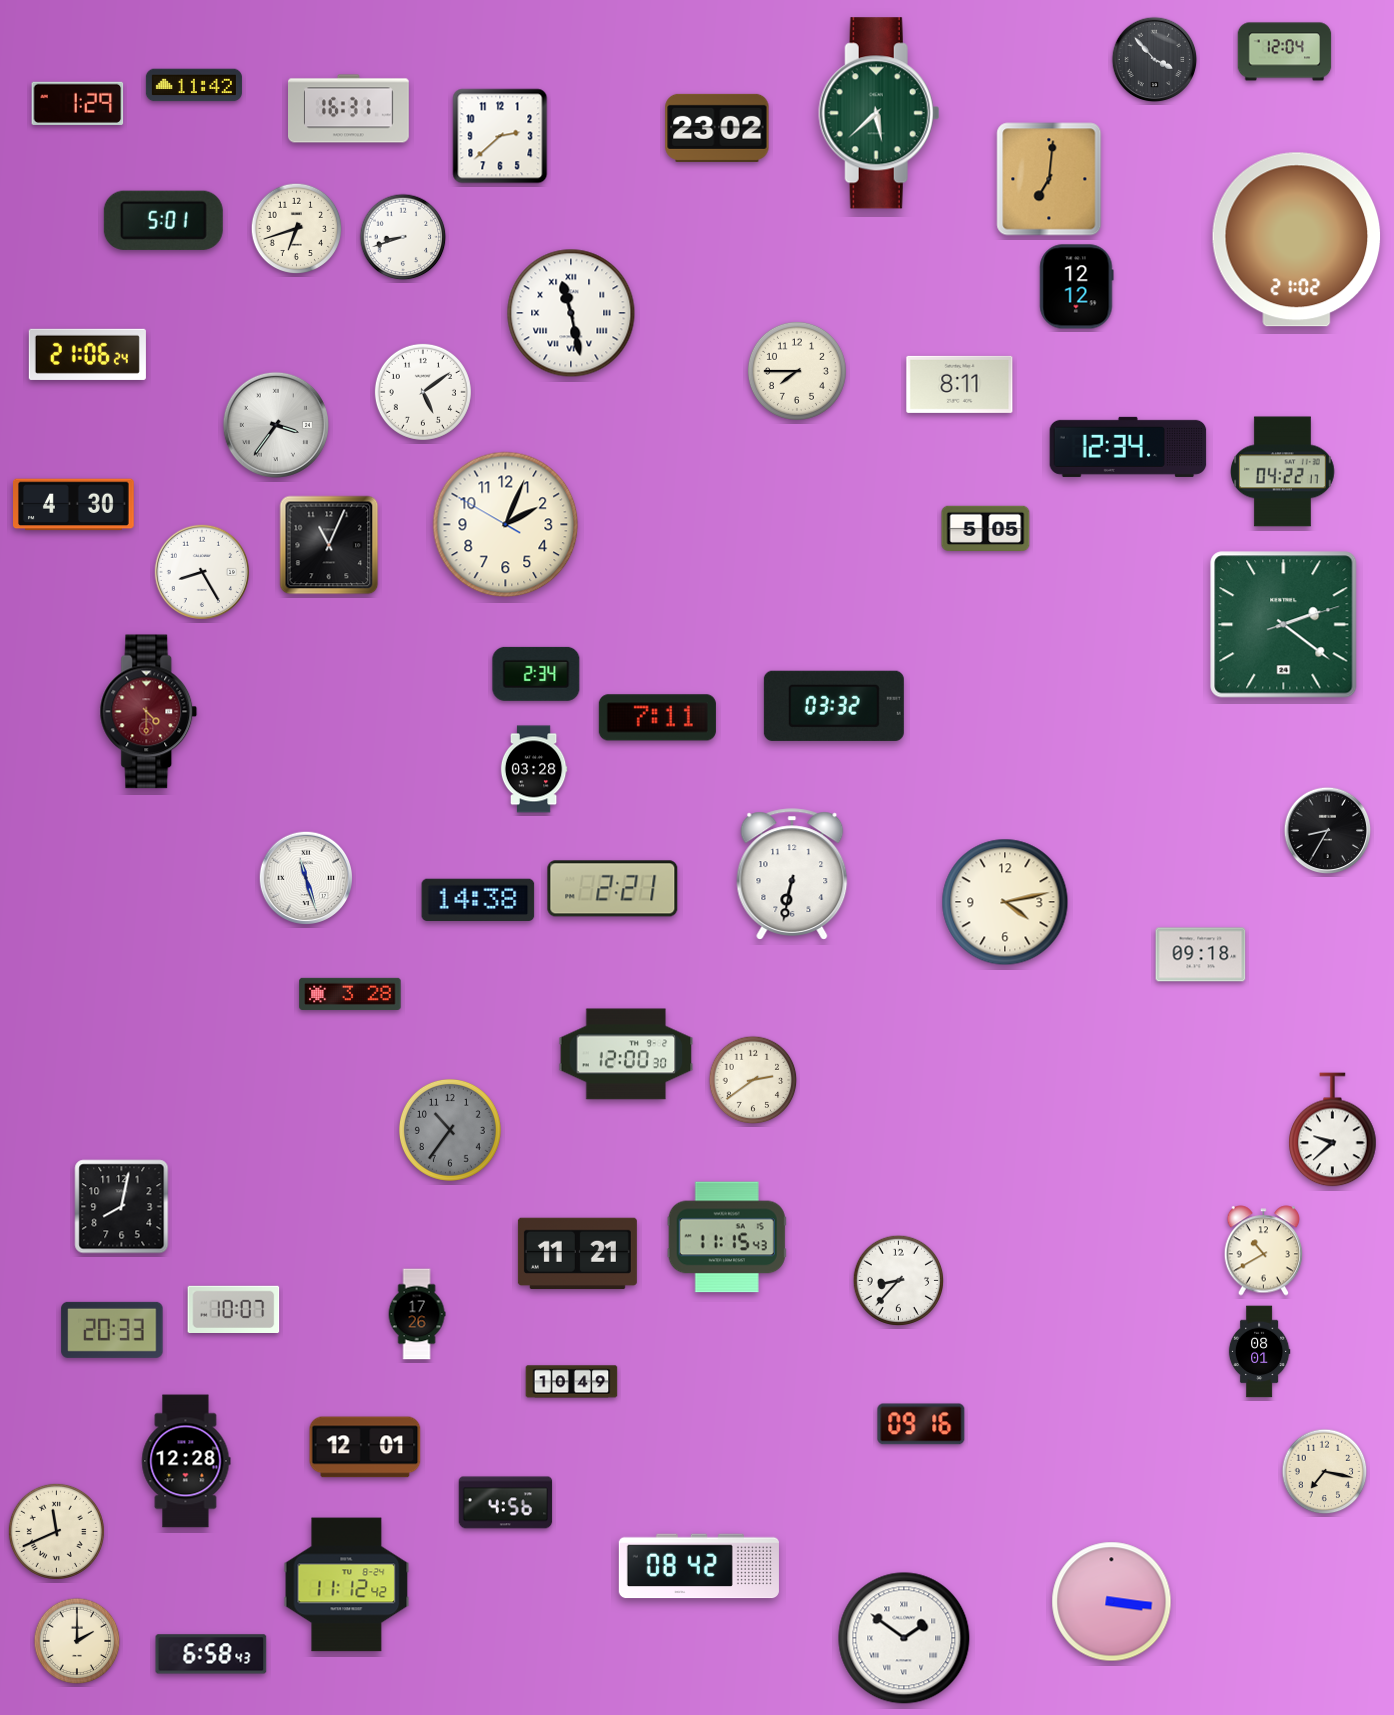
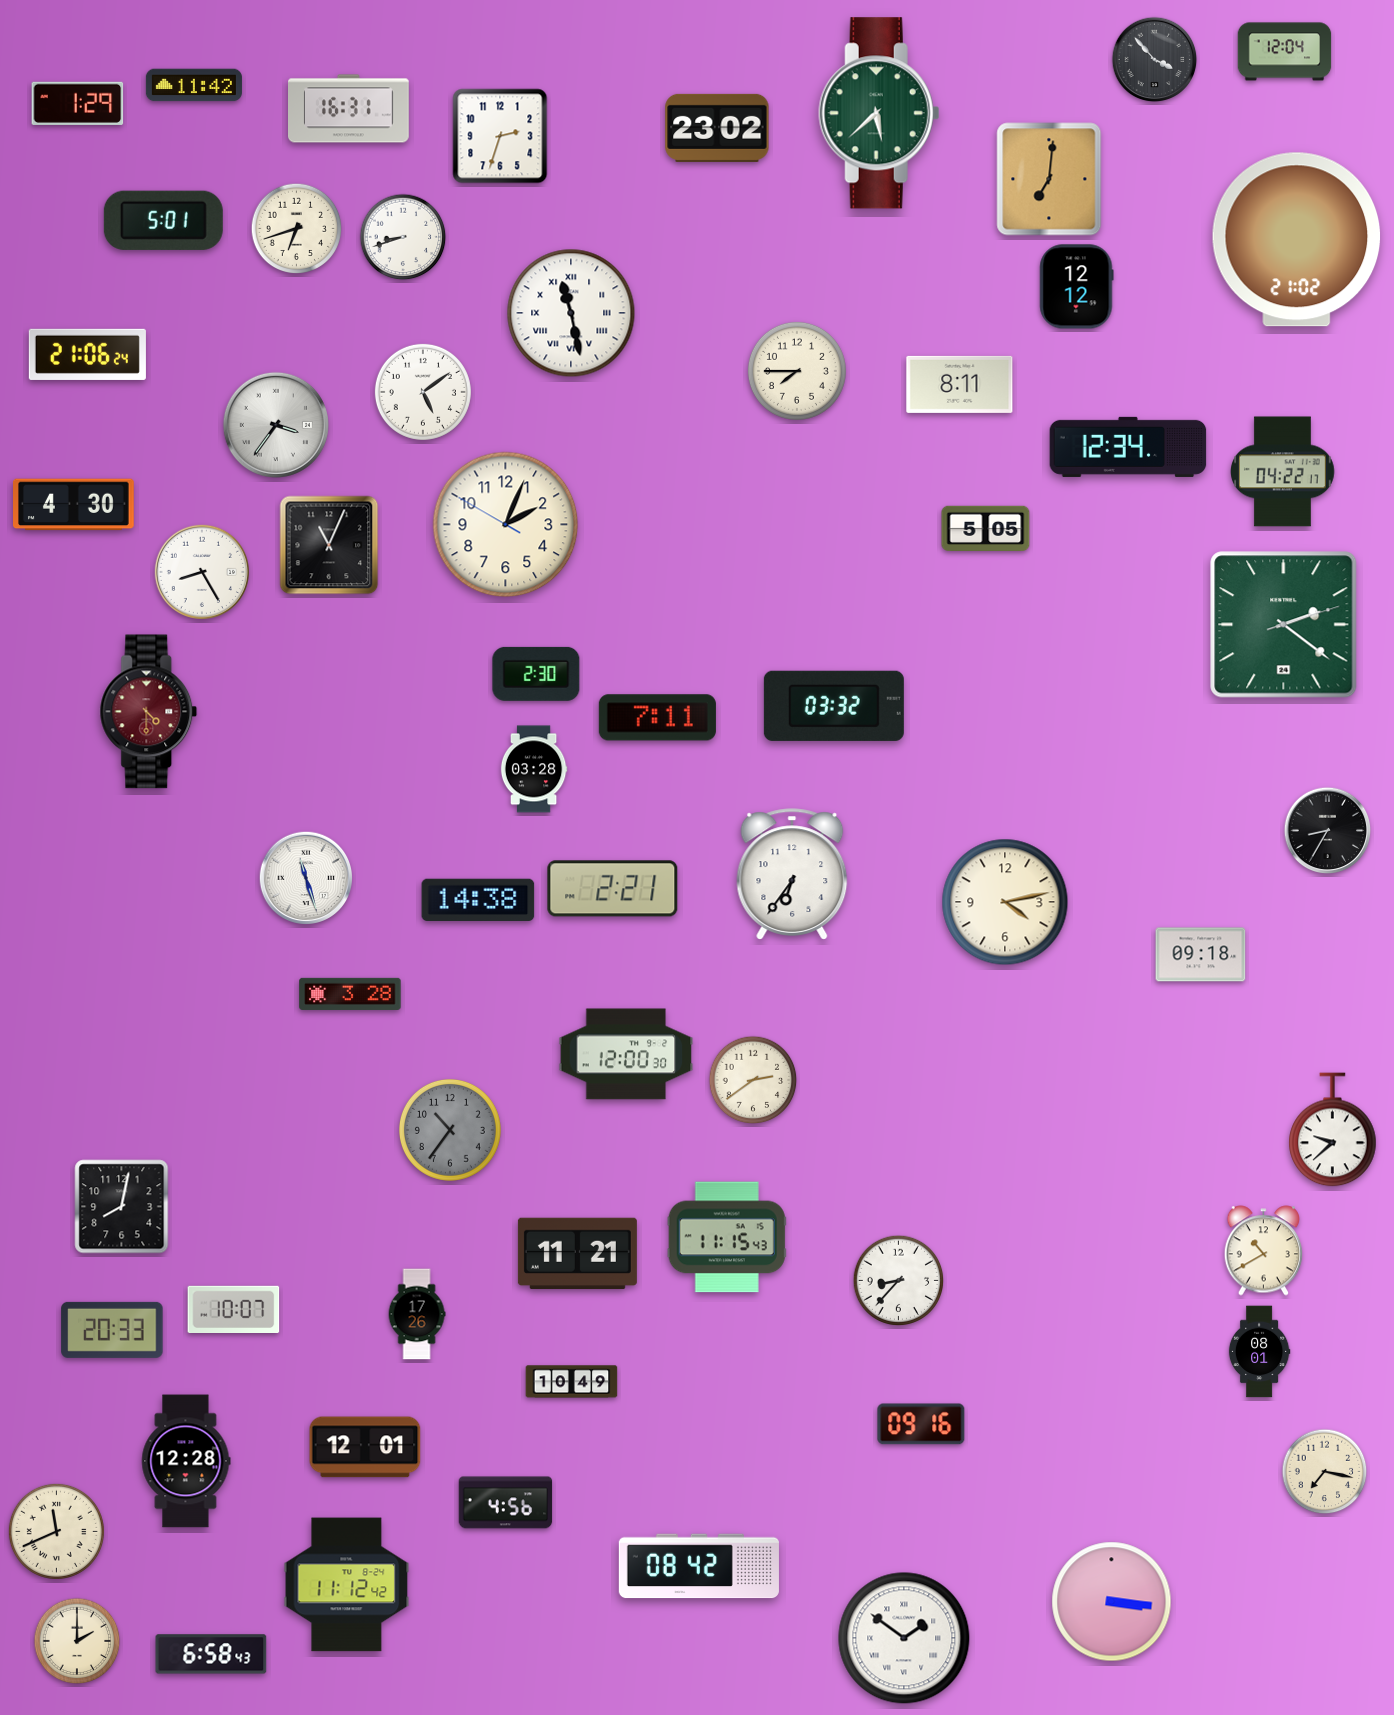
clock at (500, 136): 2:38 -> 2:33
clock at (536, 674): 2:34 -> 2:30
clock at (792, 874): 6:32 -> 6:36
